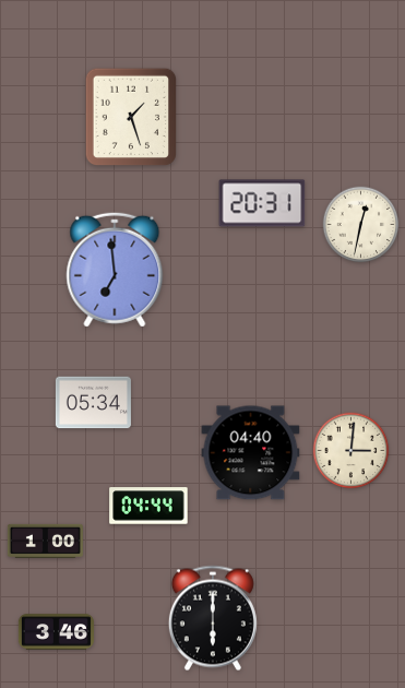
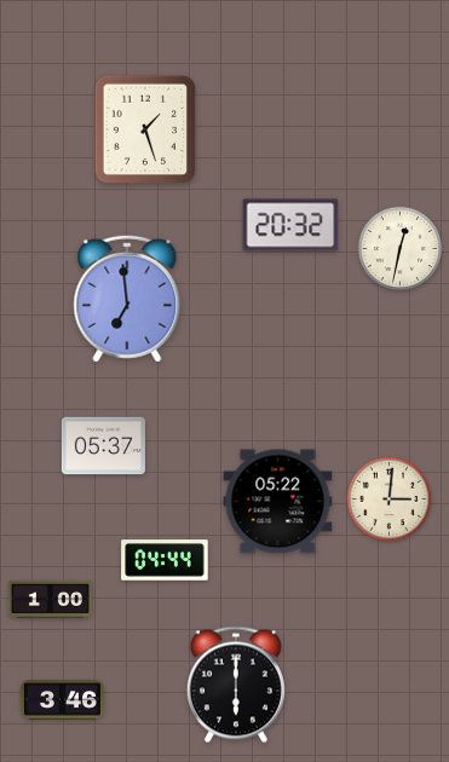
clock at (262, 203): 20:31 -> 20:32
clock at (93, 403): 05:34 -> 05:37
clock at (251, 453): 04:40 -> 05:22
